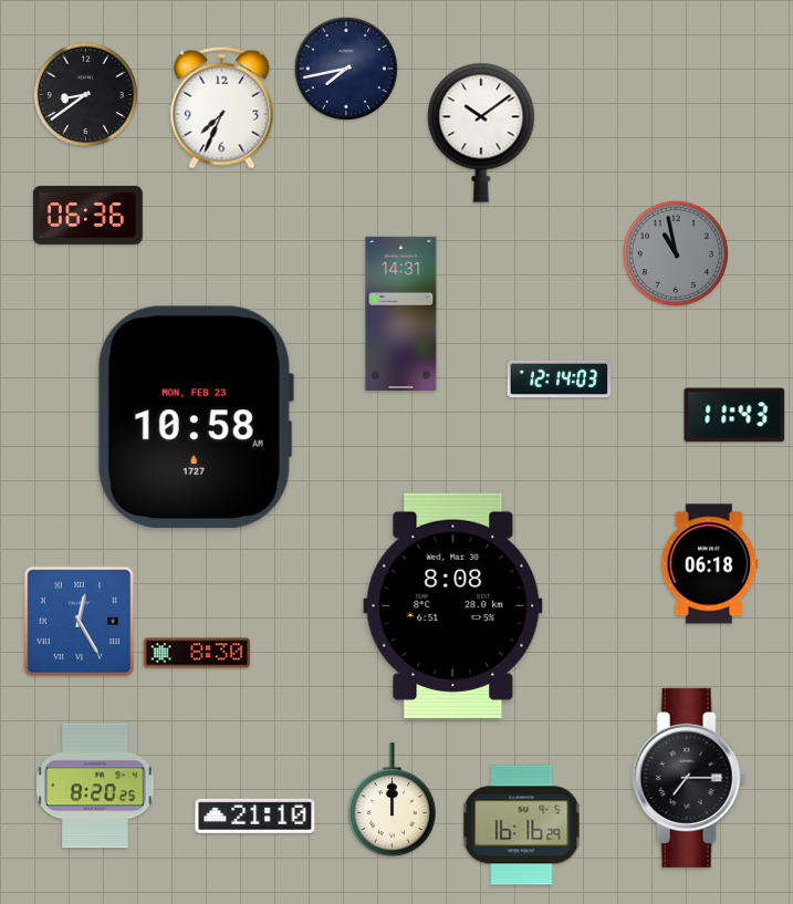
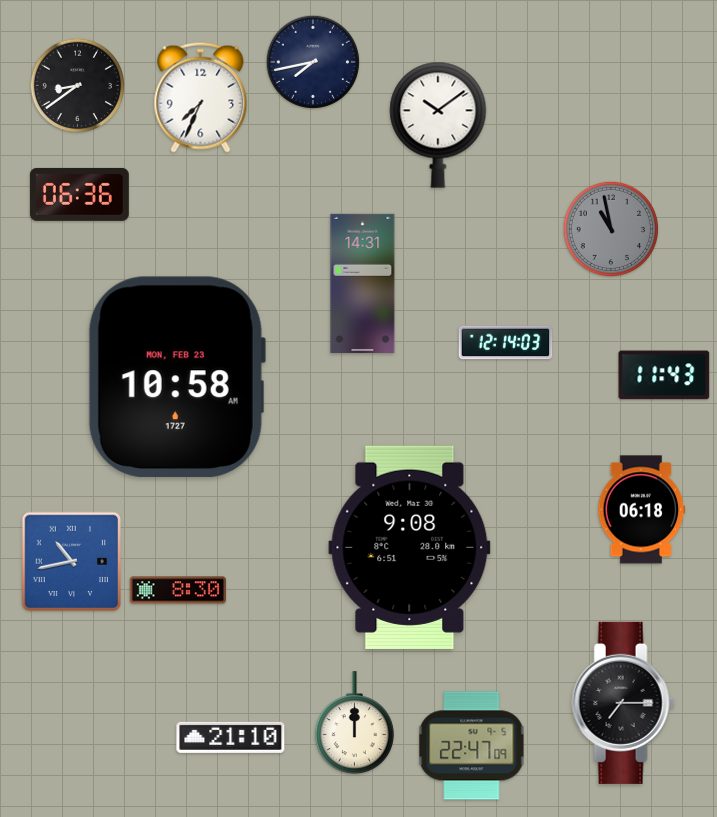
clock at (481, 133) position: (481, 133) -> (438, 125)
clock at (453, 605): 8:08 -> 9:08
clock at (79, 621): 12:25 -> 10:43
clock at (95, 786): 8:20 -> none
clock at (522, 825): 16:16 -> 22:47
